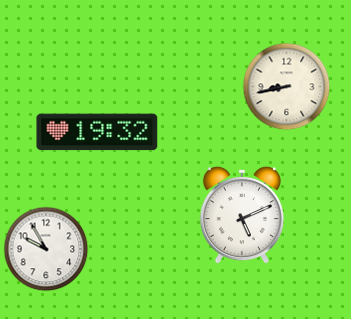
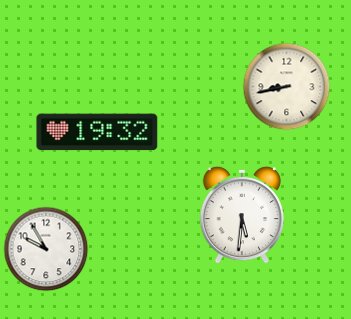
clock at (242, 215): 5:11 -> 5:31
